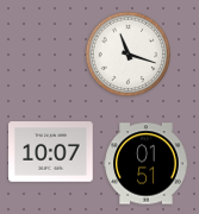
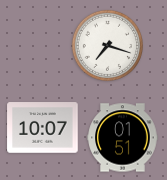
clock at (128, 53): 11:18 -> 7:18
